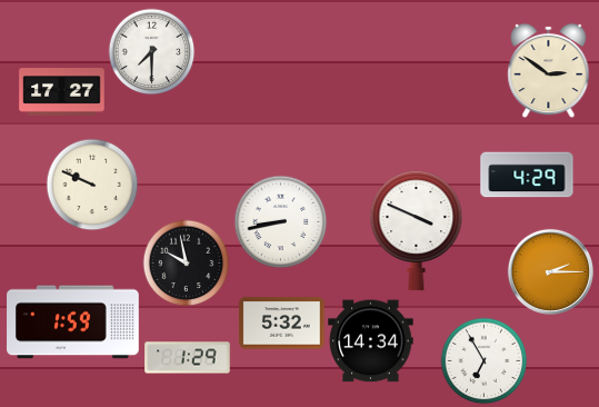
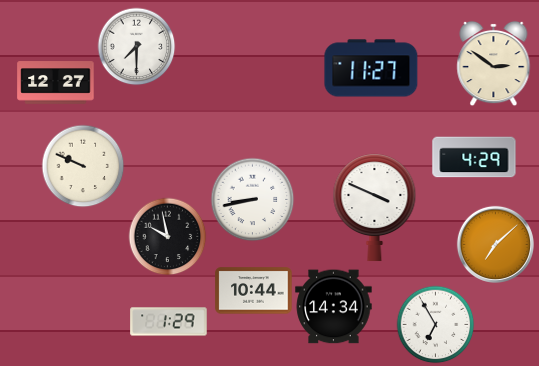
clock at (371, 68): none -> 11:27
clock at (62, 92): 17:27 -> 12:27
clock at (550, 271): 2:15 -> 7:08
clock at (73, 322): 1:59 -> none
clock at (282, 324): 5:32 -> 10:44
